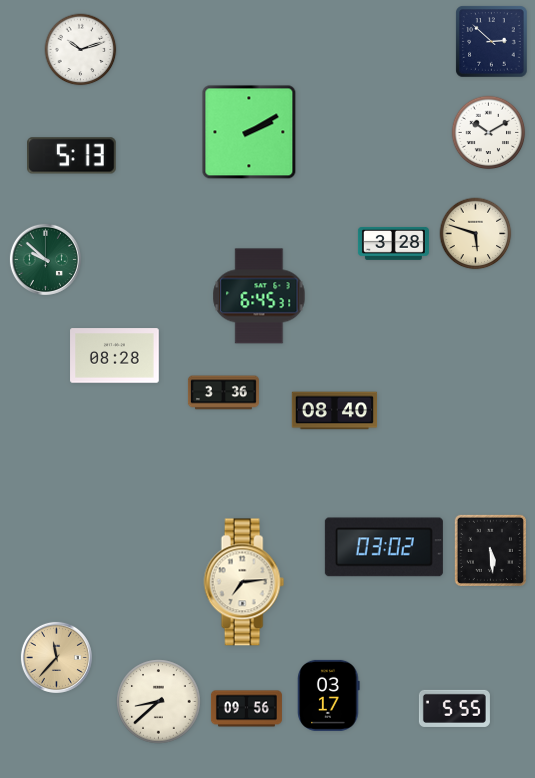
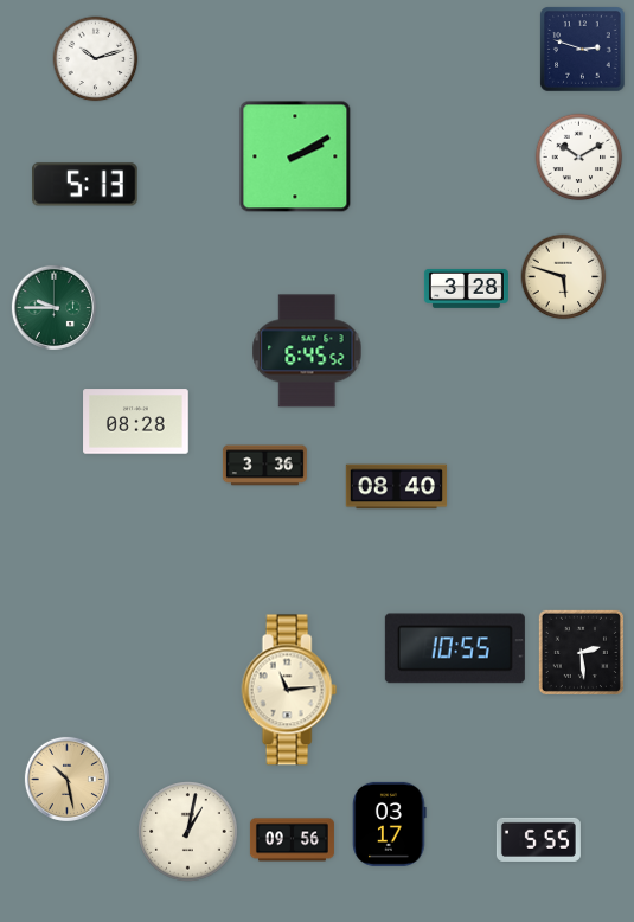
clock at (492, 42): 2:52 -> 2:48
clock at (45, 259): 9:52 -> 9:45
clock at (259, 296): 6:45:31 -> 6:45:52
clock at (384, 547): 03:02 -> 10:55
clock at (490, 550): 5:29 -> 2:29
clock at (244, 582): 7:14 -> 11:14
clock at (56, 657): 11:37 -> 10:28
clock at (159, 702): 8:38 -> 1:02
